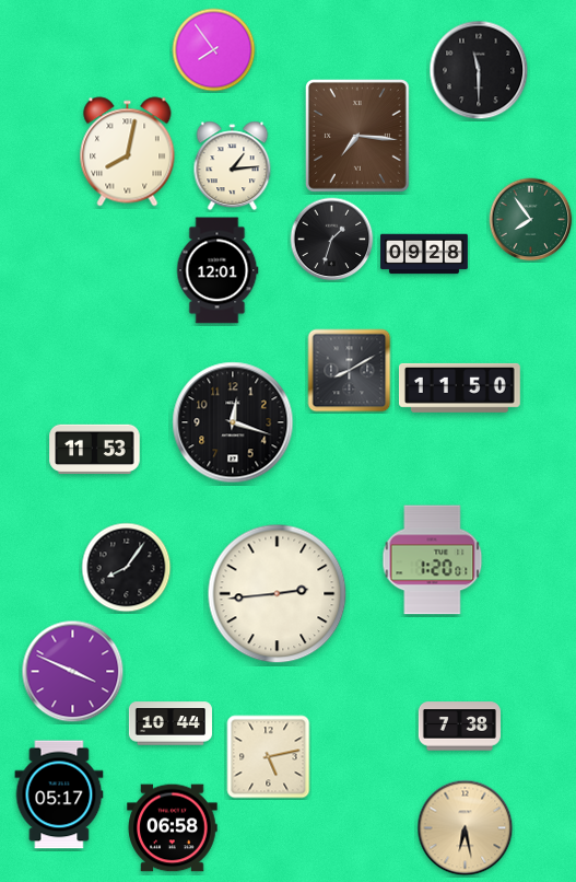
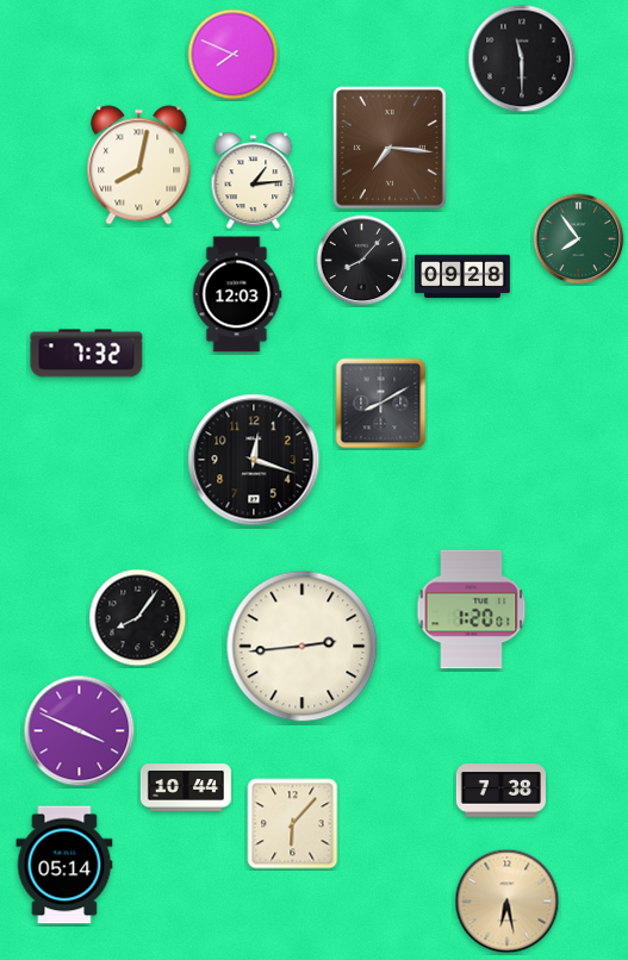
clock at (214, 50): 7:54 -> 7:49
clock at (479, 70) position: (479, 70) -> (522, 58)
clock at (332, 240): 1:33 -> 8:07
clock at (218, 270): 12:01 -> 12:03
clock at (87, 354): none -> 7:32
clock at (459, 387): 11:50 -> none
clock at (95, 450): 11:53 -> none
clock at (269, 757): 5:13 -> 6:07
clock at (59, 794): 05:17 -> 05:14
clock at (173, 828): 06:58 -> none
